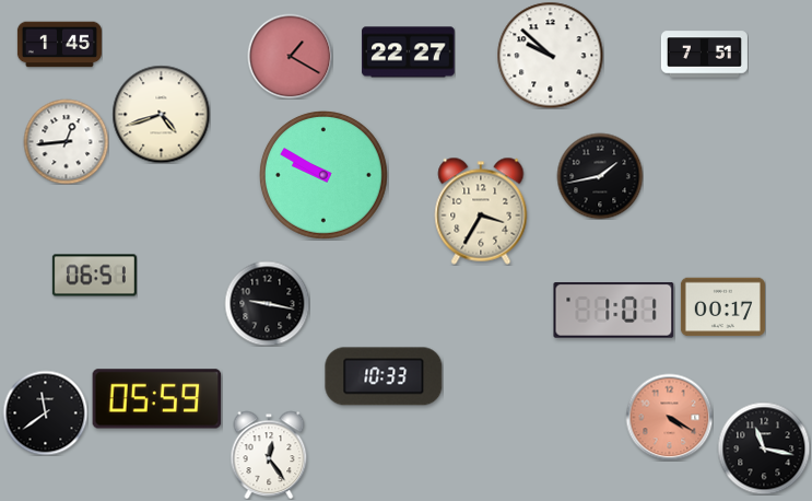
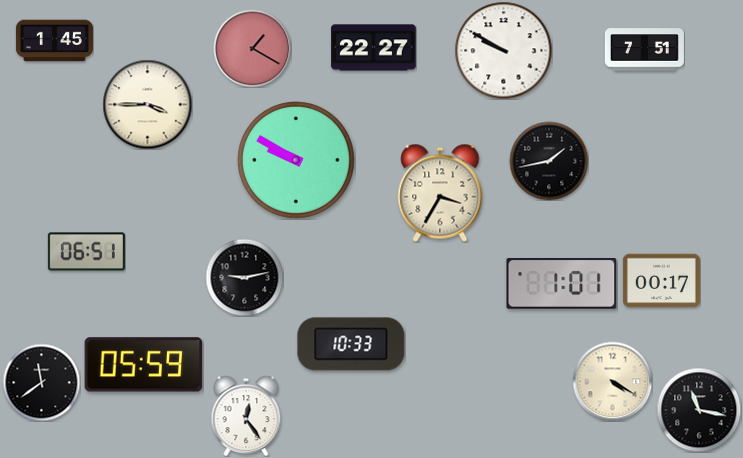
clock at (550, 55): 9:52 -> 9:50
clock at (290, 56) position: (290, 56) -> (252, 48)
clock at (161, 114): 4:42 -> 3:45
clock at (66, 141): 12:44 -> none
clock at (267, 303): 9:17 -> 9:13
clock at (45, 412) position: (45, 412) -> (41, 382)
clock at (669, 417) dial: salmon -> cream
